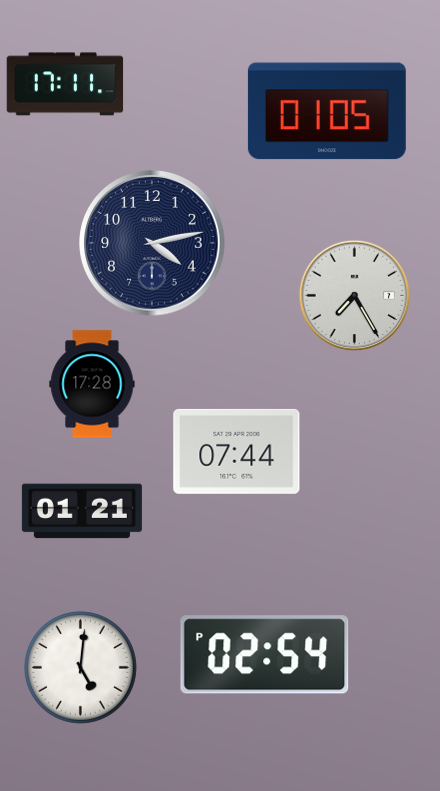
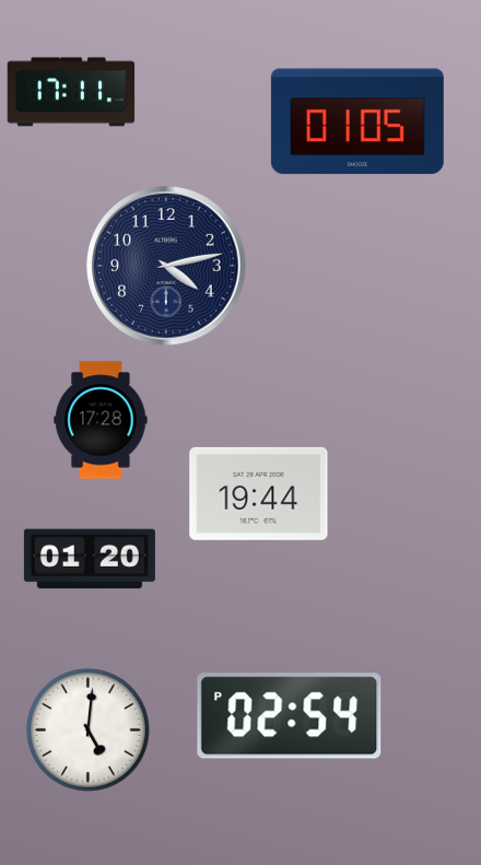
clock at (355, 296): 7:25 -> none
clock at (237, 451): 07:44 -> 19:44
clock at (82, 511): 01:21 -> 01:20
